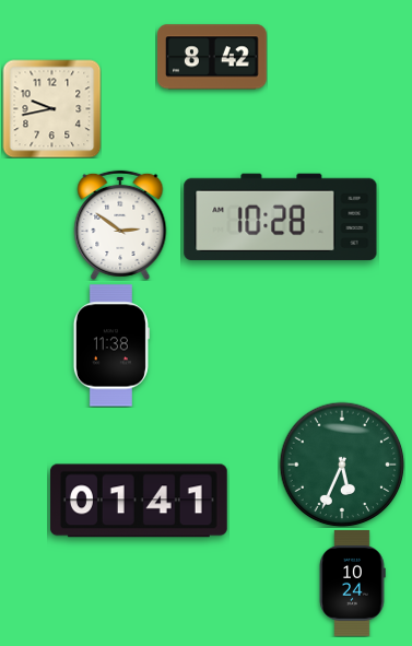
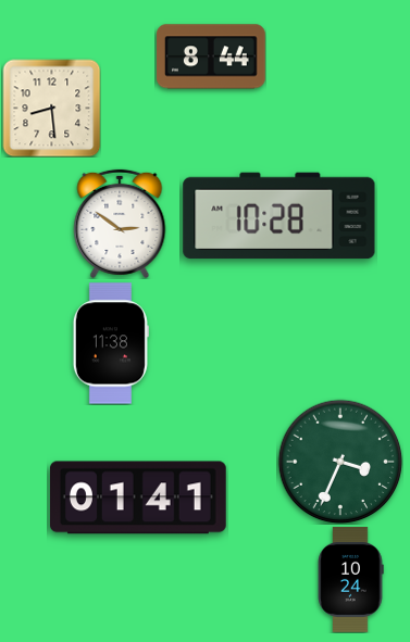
clock at (213, 57): 8:42 -> 8:44
clock at (51, 108): 9:43 -> 8:29
clock at (342, 465): 5:34 -> 3:34
